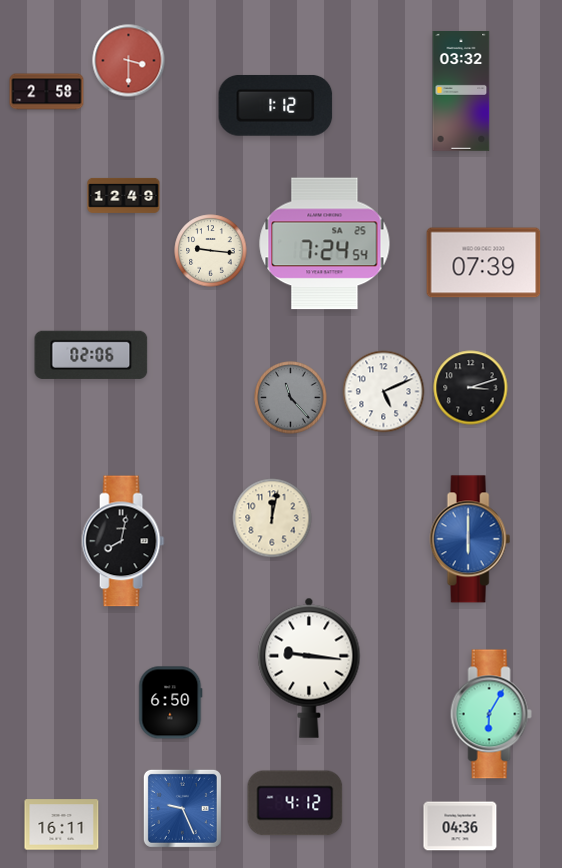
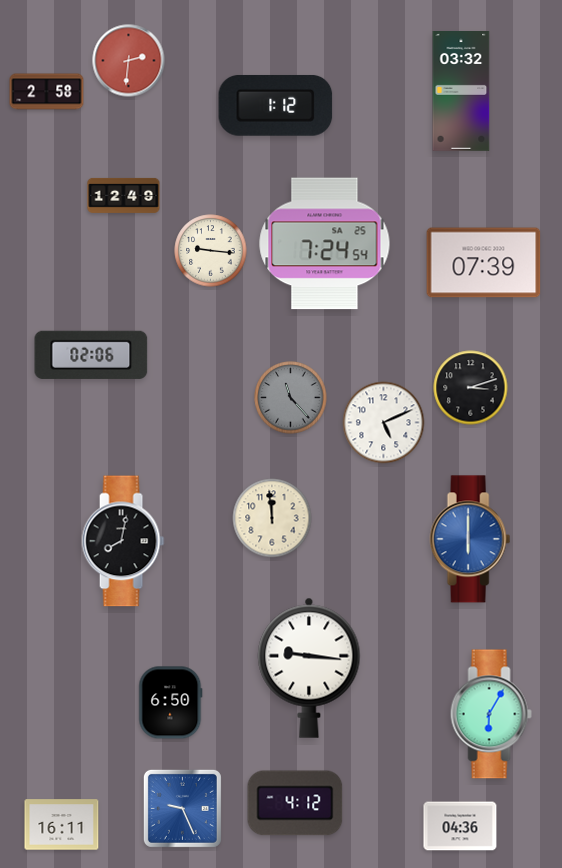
clock at (129, 61): 3:30 -> 2:31
clock at (384, 392) position: (384, 392) -> (384, 423)
clock at (272, 518): 12:02 -> 11:59
